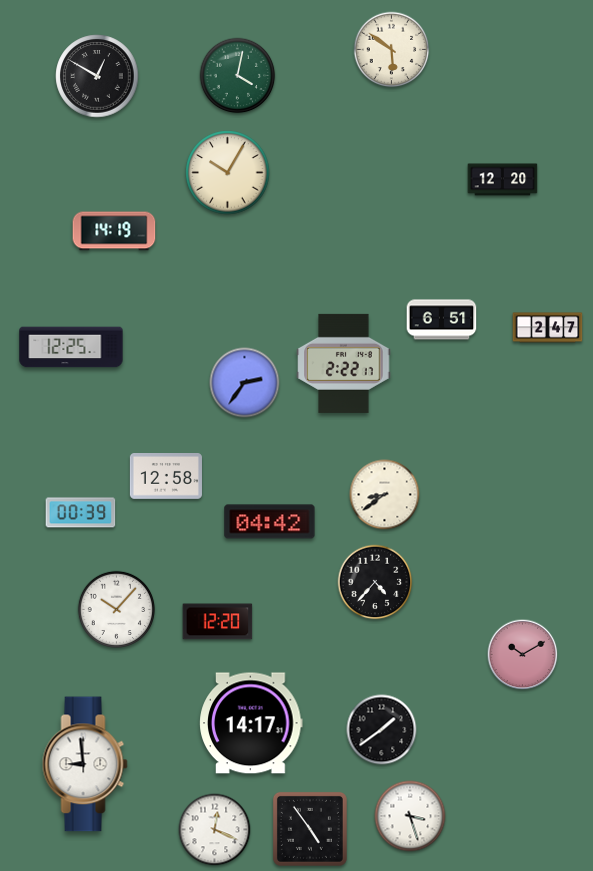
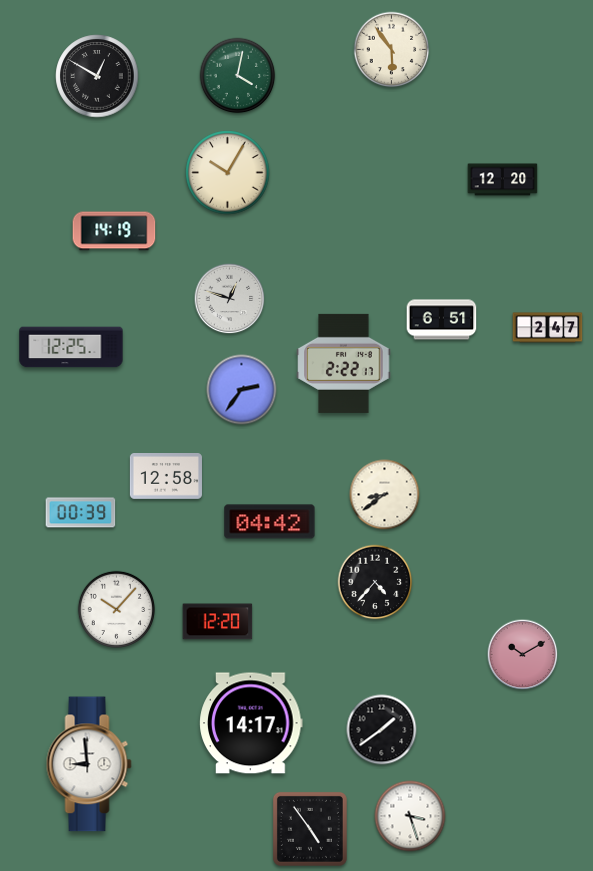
clock at (392, 50): 5:51 -> 5:54
clock at (230, 299): none -> 12:48
clock at (245, 383) position: (245, 383) -> (242, 390)
clock at (85, 764) position: (85, 764) -> (89, 764)
clock at (215, 830): 12:19 -> none
